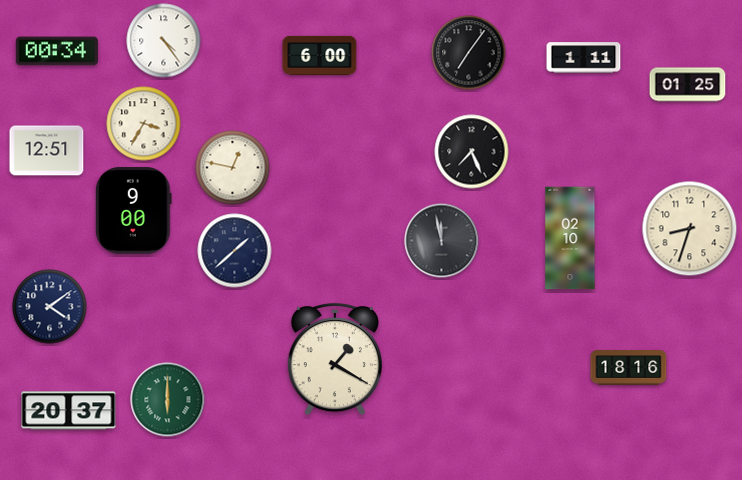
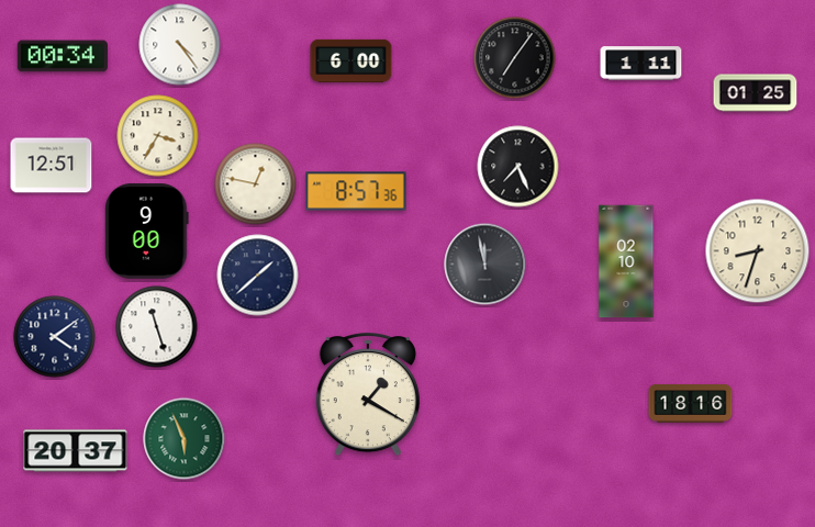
clock at (356, 191): none -> 8:57
clock at (157, 327): none -> 11:27
clock at (168, 400): 6:00 -> 5:56
